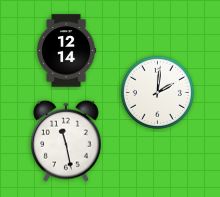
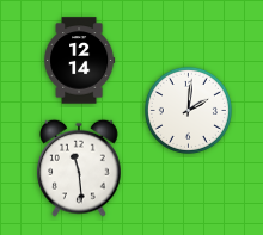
clock at (67, 141): 11:28 -> 11:29
